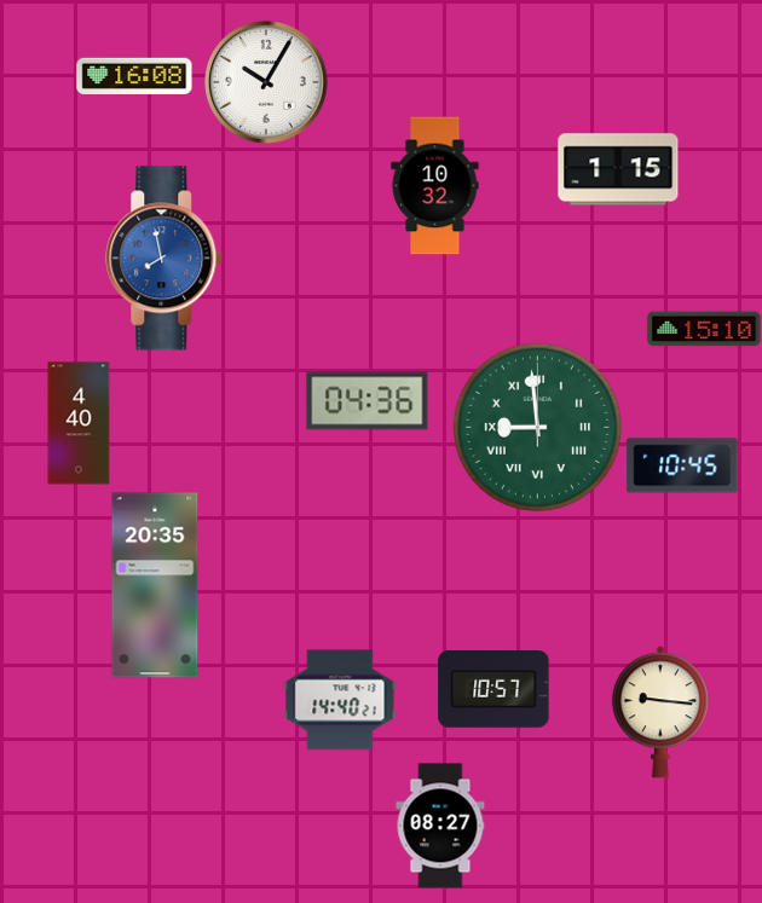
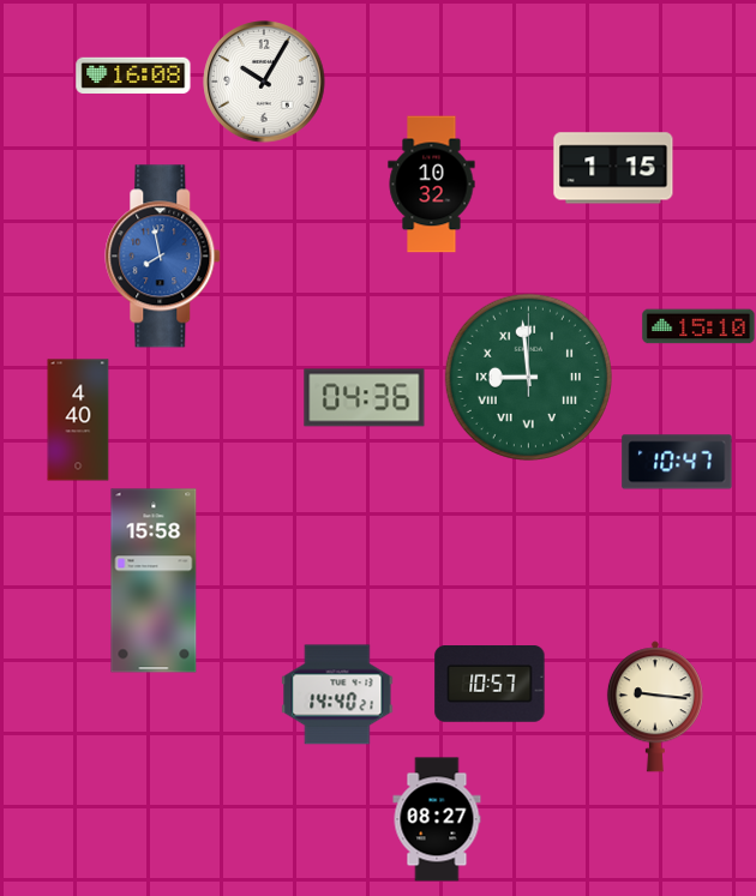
clock at (537, 427) position: (537, 427) -> (528, 377)
clock at (682, 465): 10:45 -> 10:47
clock at (155, 585): 20:35 -> 15:58
